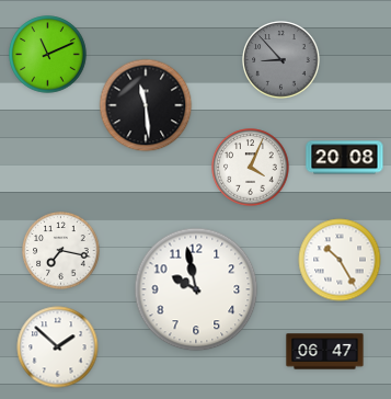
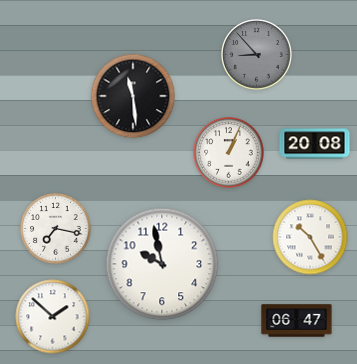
clock at (48, 55): 11:11 -> none
clock at (251, 168): 4:04 -> 1:04
clock at (196, 289) position: (196, 289) -> (162, 264)
